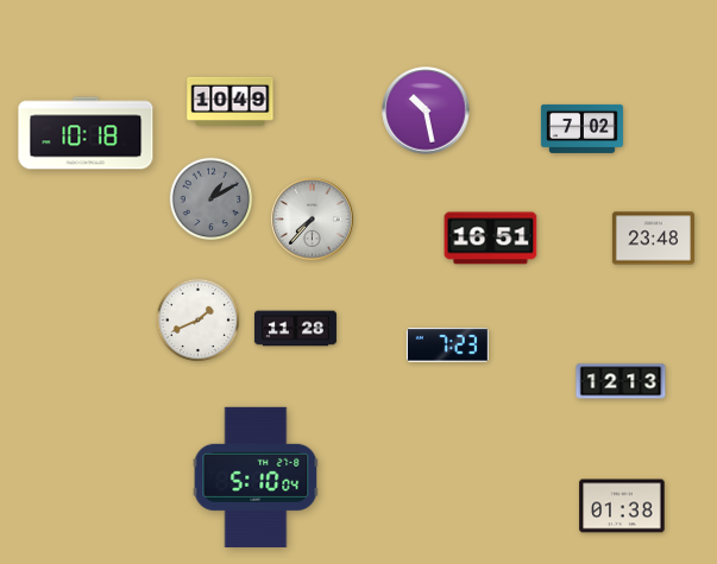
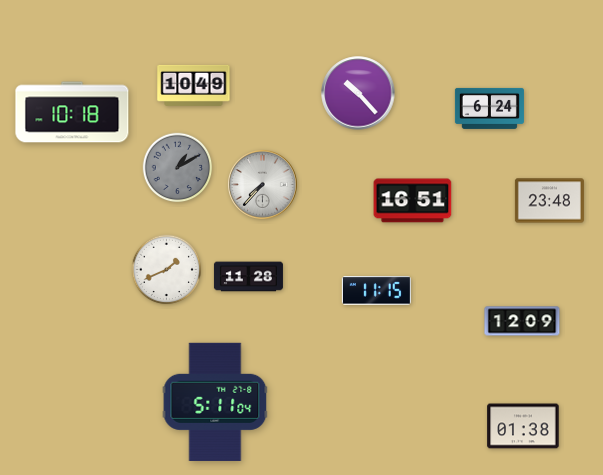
clock at (426, 110): 10:28 -> 10:23
clock at (581, 128): 7:02 -> 6:24
clock at (447, 346): 7:23 -> 11:15
clock at (621, 381): 12:13 -> 12:09
clock at (256, 477): 5:10 -> 5:11
